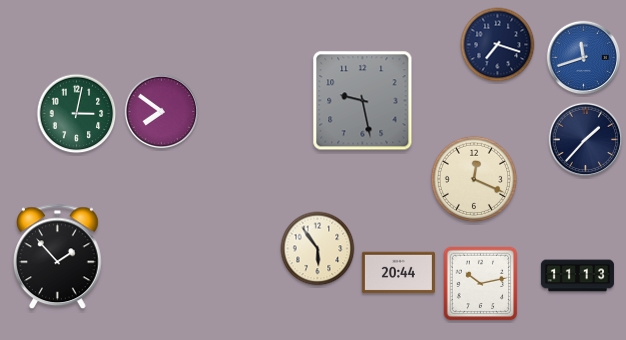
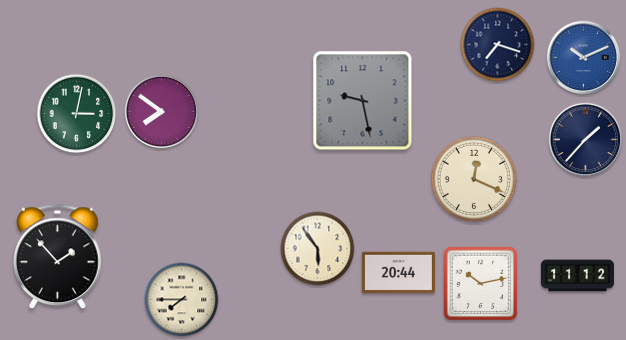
clock at (584, 58): 11:42 -> 10:11
clock at (577, 276): 11:13 -> 11:12
clock at (182, 300): none -> 7:45
